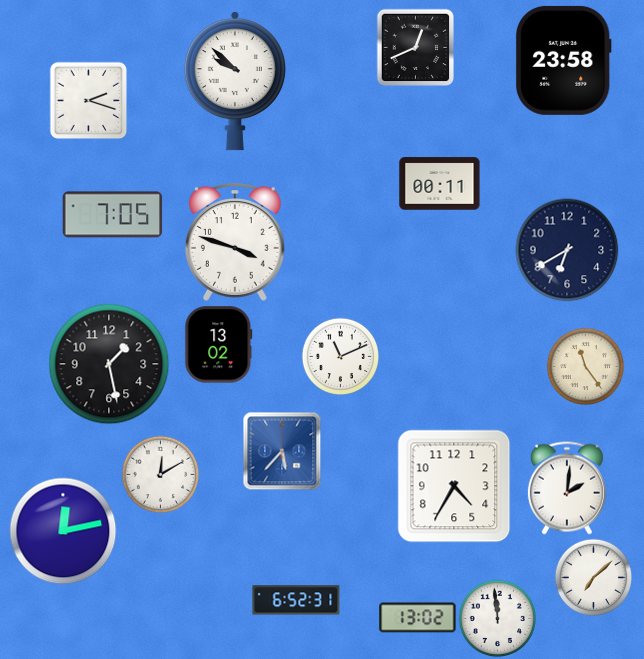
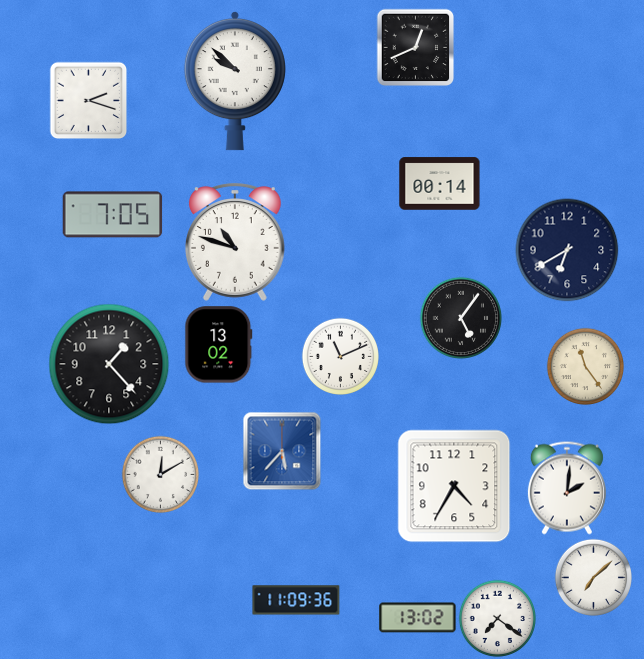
clock at (563, 60): 23:58 -> none
clock at (440, 184): 00:11 -> 00:14
clock at (235, 242): 3:48 -> 10:48
clock at (461, 318): none -> 5:06
clock at (109, 364): 1:28 -> 1:23
clock at (63, 531): 12:13 -> none
clock at (296, 600): 6:52 -> 11:09
clock at (497, 618): 11:59 -> 7:21
